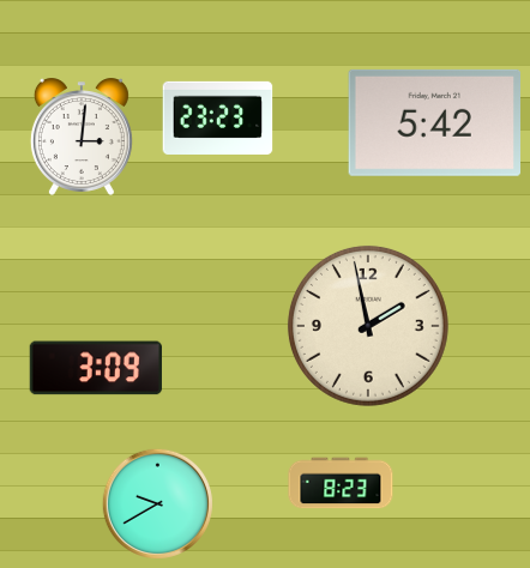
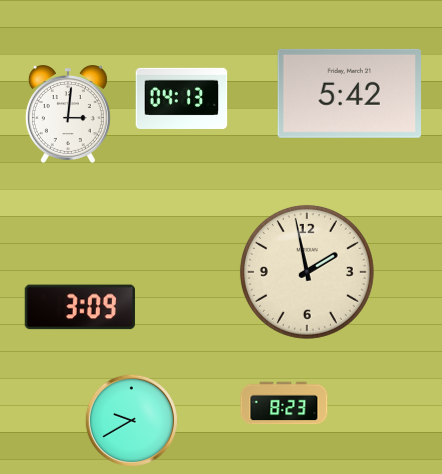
clock at (218, 117): 23:23 -> 04:13
clock at (435, 122) position: (435, 122) -> (350, 93)
